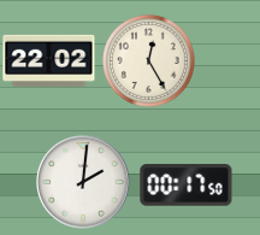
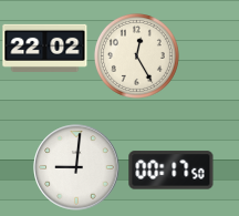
clock at (49, 60) position: (49, 60) -> (45, 48)
clock at (83, 182): 2:01 -> 9:01
